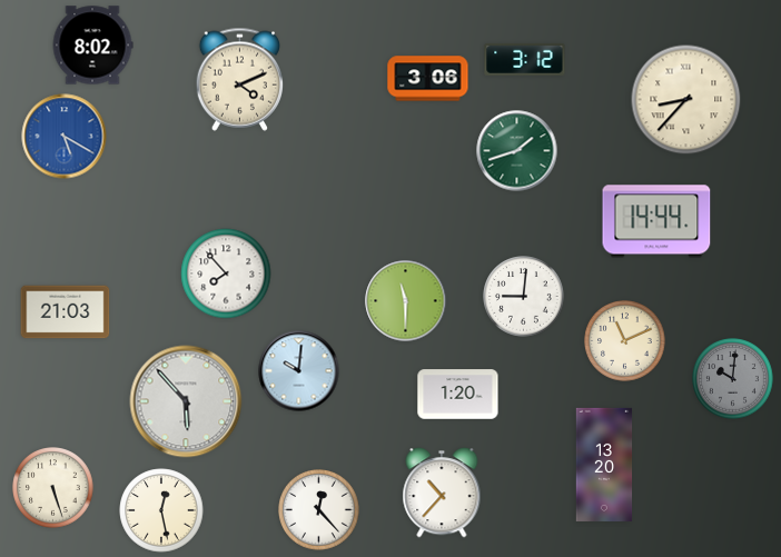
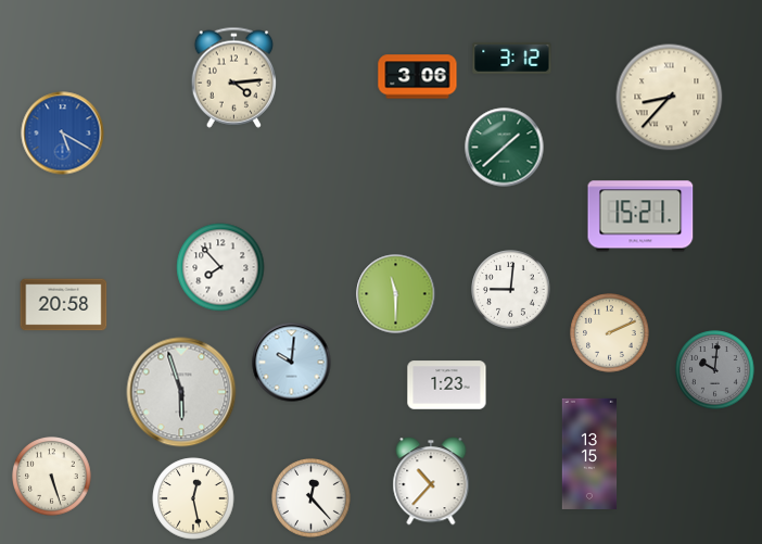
clock at (92, 46): 8:02 -> none
clock at (240, 79): 4:11 -> 4:14
clock at (517, 151): 1:42 -> 1:38
clock at (656, 221): 14:44 -> 15:21
clock at (66, 312): 21:03 -> 20:58
clock at (625, 341): 11:11 -> 2:11
clock at (458, 395): 1:20 -> 1:23
clock at (186, 401): 5:53 -> 5:57
clock at (604, 465): 13:20 -> 13:15
clock at (161, 510) position: (161, 510) -> (193, 498)
